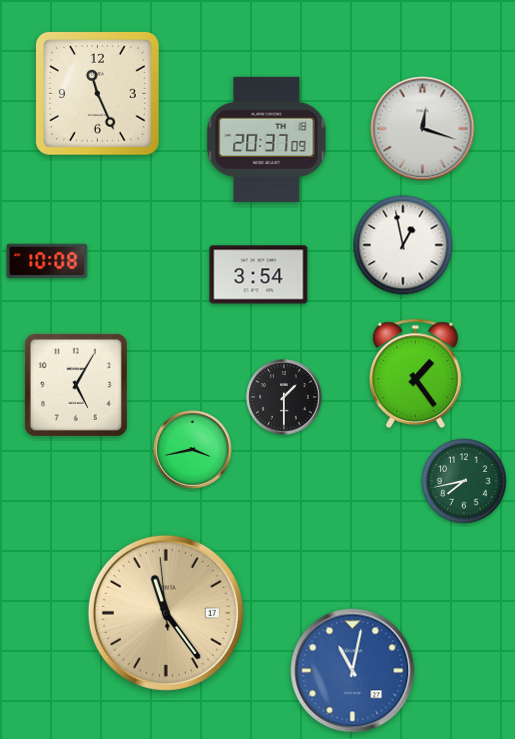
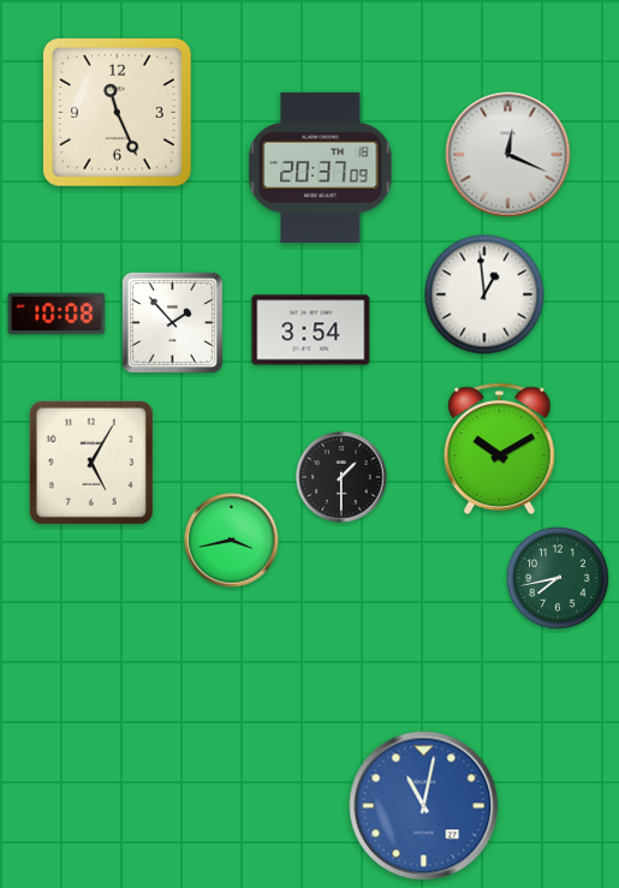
clock at (423, 129): 12:18 -> 12:19
clock at (403, 245): 12:58 -> 12:59
clock at (172, 322): none -> 1:53
clock at (416, 373): 1:24 -> 10:10
clock at (166, 613): 11:23 -> none
